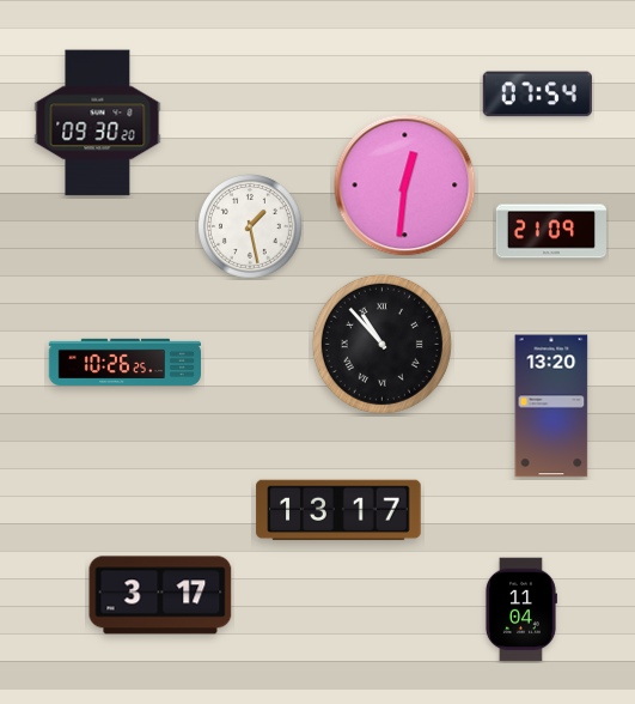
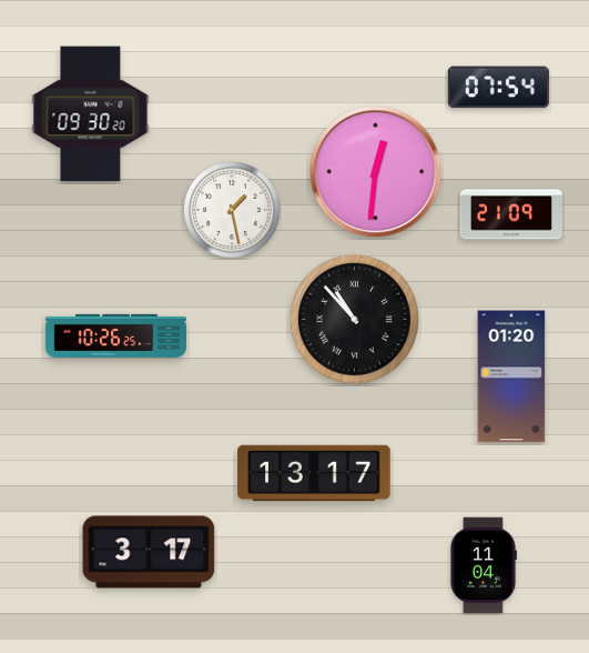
clock at (551, 406): 13:20 -> 01:20
